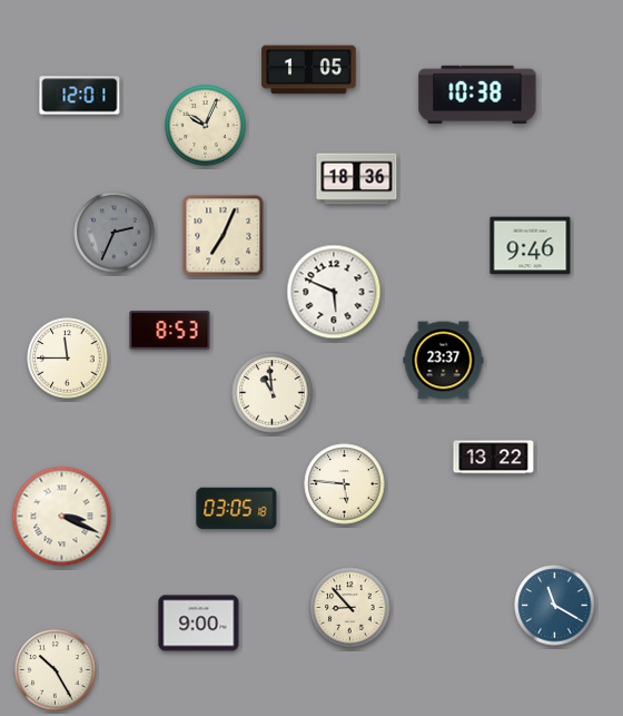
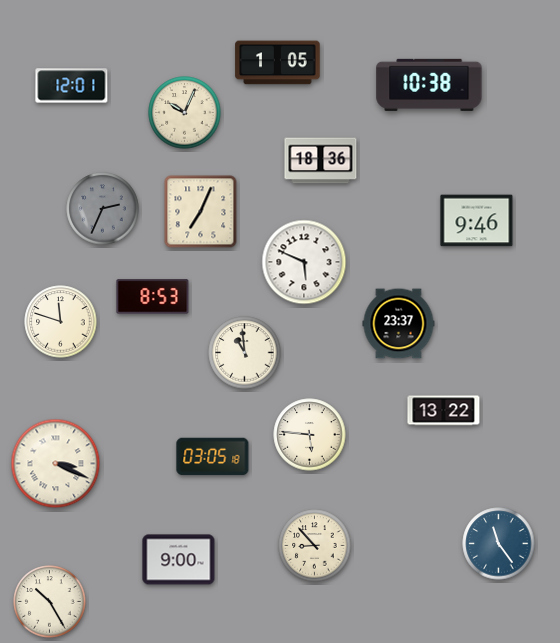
clock at (334, 292) position: (334, 292) -> (304, 262)
clock at (68, 359): 11:45 -> 11:48
clock at (555, 606): 11:20 -> 11:24
